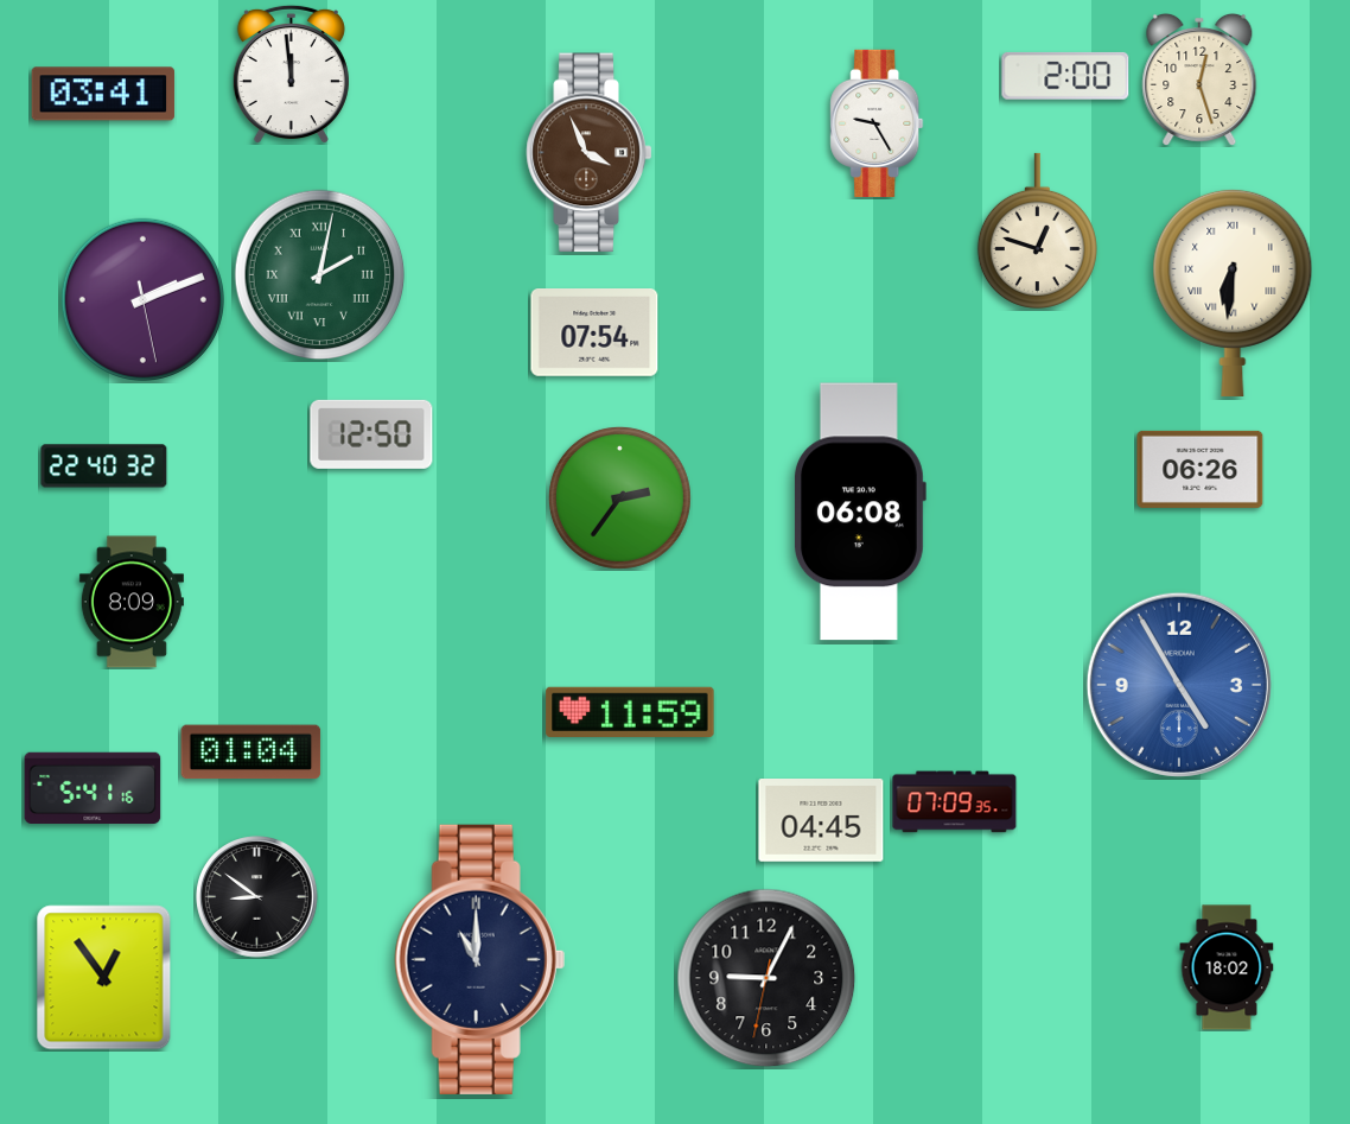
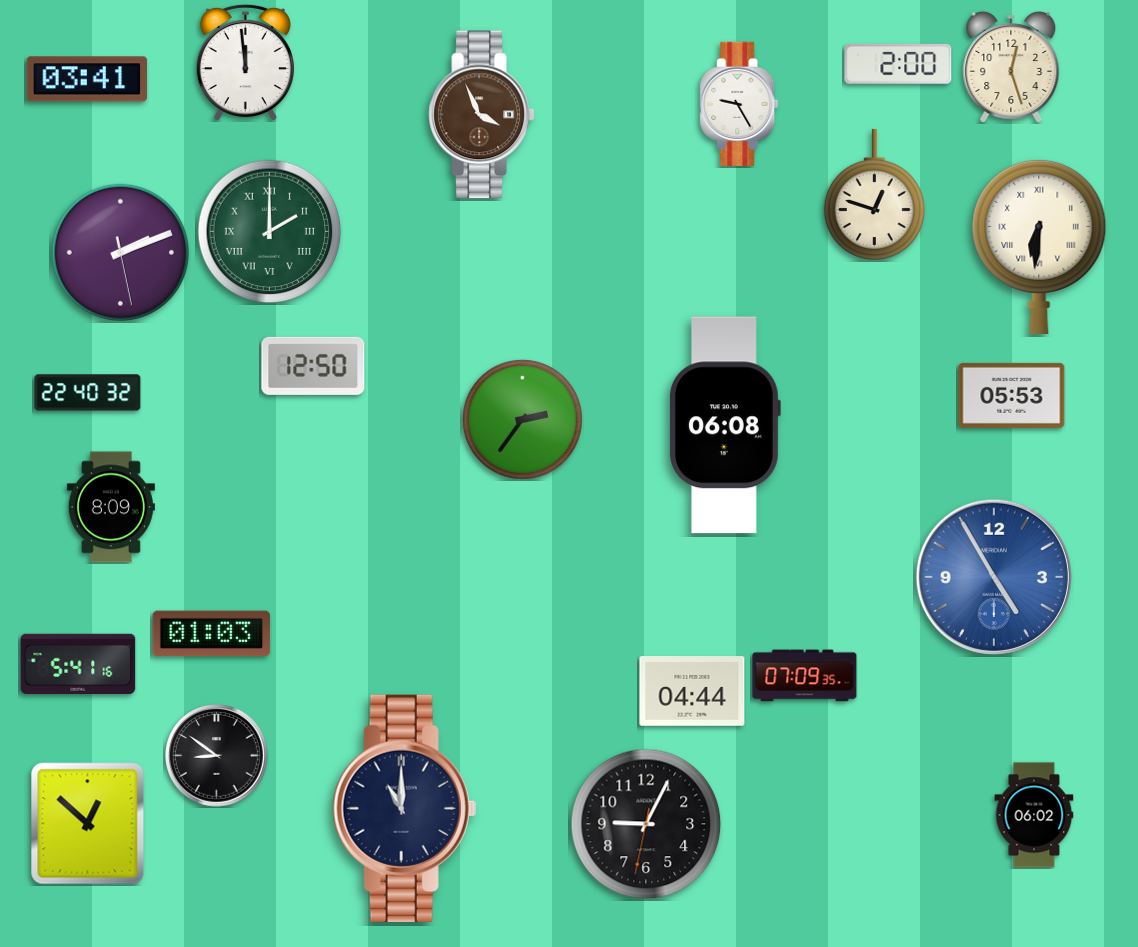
clock at (590, 153) position: (590, 153) -> (482, 115)
clock at (320, 275): 2:02 -> 2:00
clock at (594, 334): 07:54 -> none
clock at (1201, 469): 06:26 -> 05:53
clock at (859, 512) position: (859, 512) -> (724, 425)
clock at (630, 711): 11:59 -> none
clock at (251, 752): 01:04 -> 01:03
clock at (821, 820): 04:45 -> 04:44
clock at (1227, 967): 18:02 -> 06:02
clock at (104, 978): 12:54 -> 12:52
